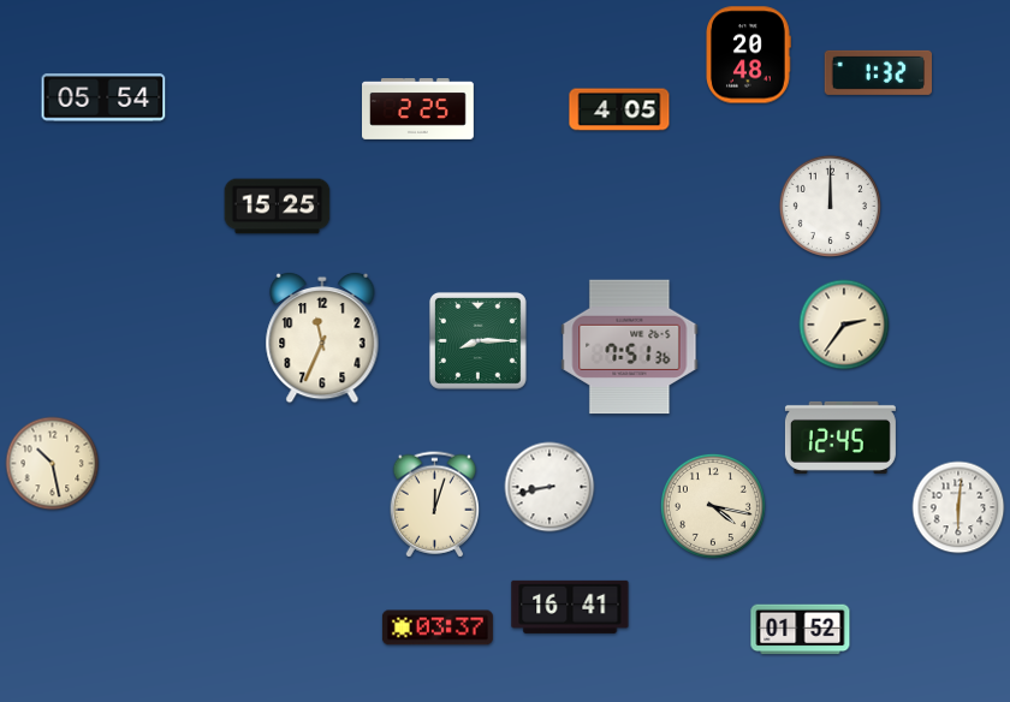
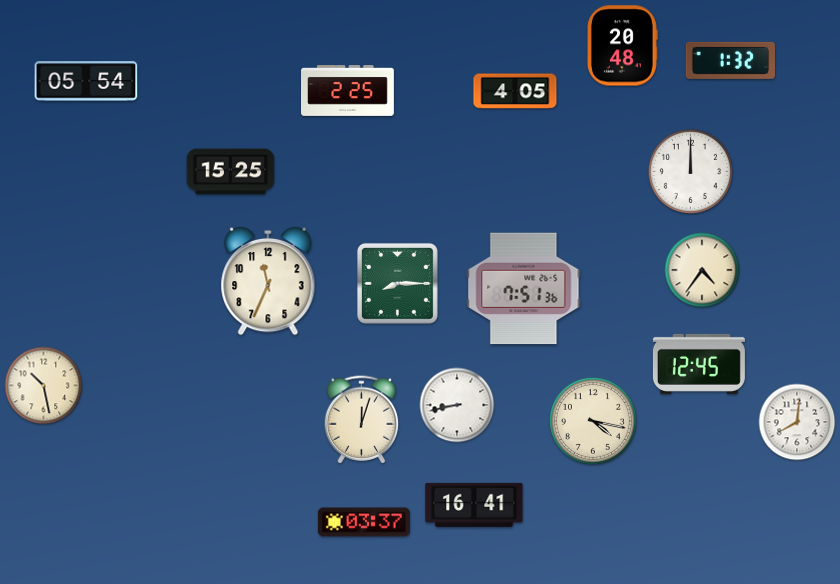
clock at (844, 325): 2:36 -> 4:36
clock at (958, 507): 6:01 -> 8:01
clock at (801, 630): 01:52 -> none
